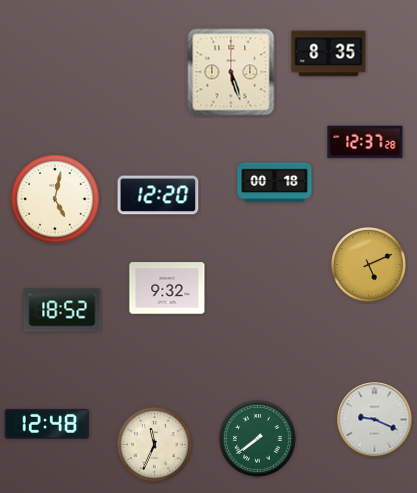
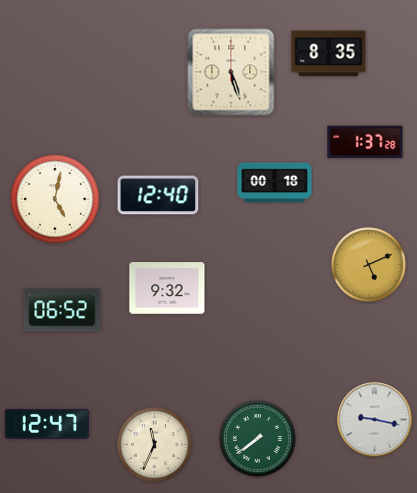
clock at (365, 142): 12:37 -> 1:37
clock at (158, 195): 12:20 -> 12:40
clock at (62, 310): 18:52 -> 06:52
clock at (375, 420): 9:19 -> 9:17
clock at (47, 424): 12:48 -> 12:47
